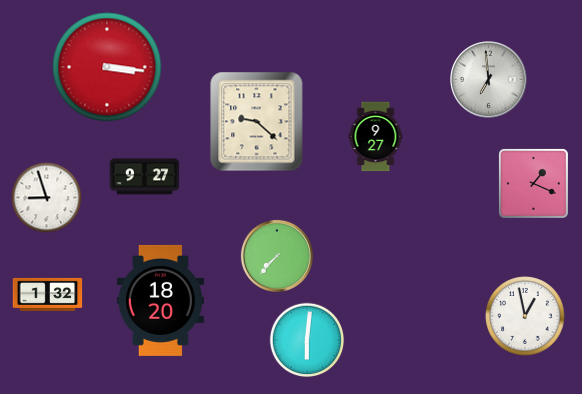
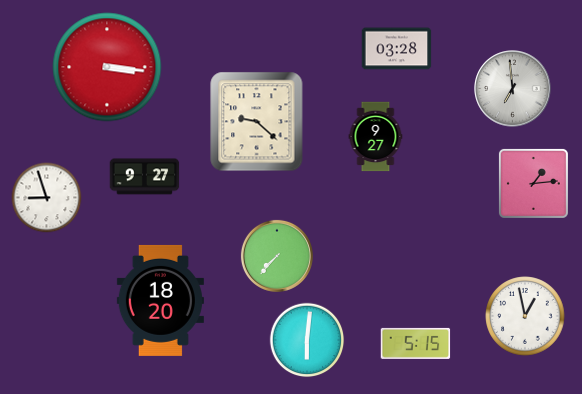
clock at (397, 49): none -> 03:28
clock at (489, 80) position: (489, 80) -> (513, 89)
clock at (533, 183): 1:19 -> 1:14
clock at (48, 294): 1:32 -> none
clock at (416, 343): none -> 5:15
